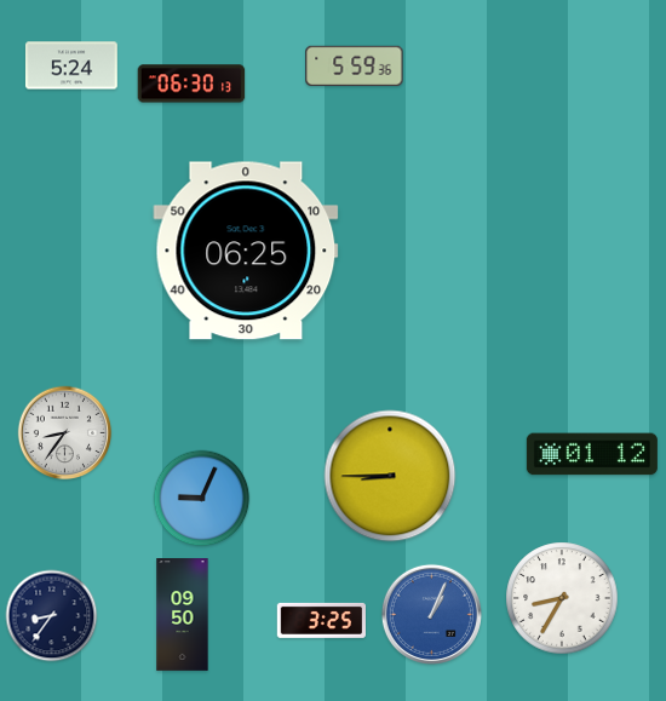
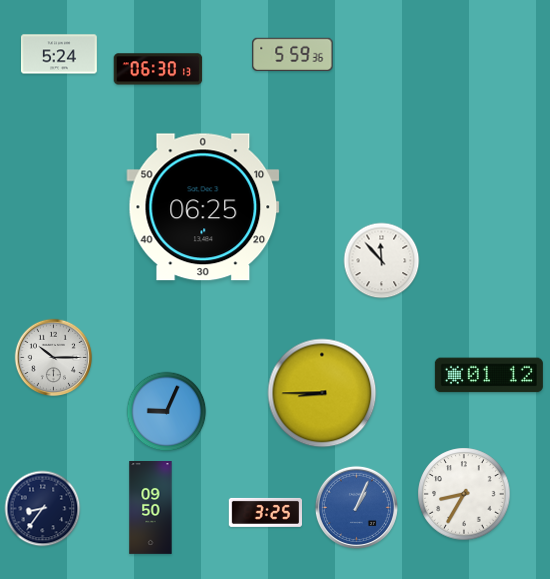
clock at (382, 261): none -> 11:53
clock at (65, 433): 8:36 -> 10:15
